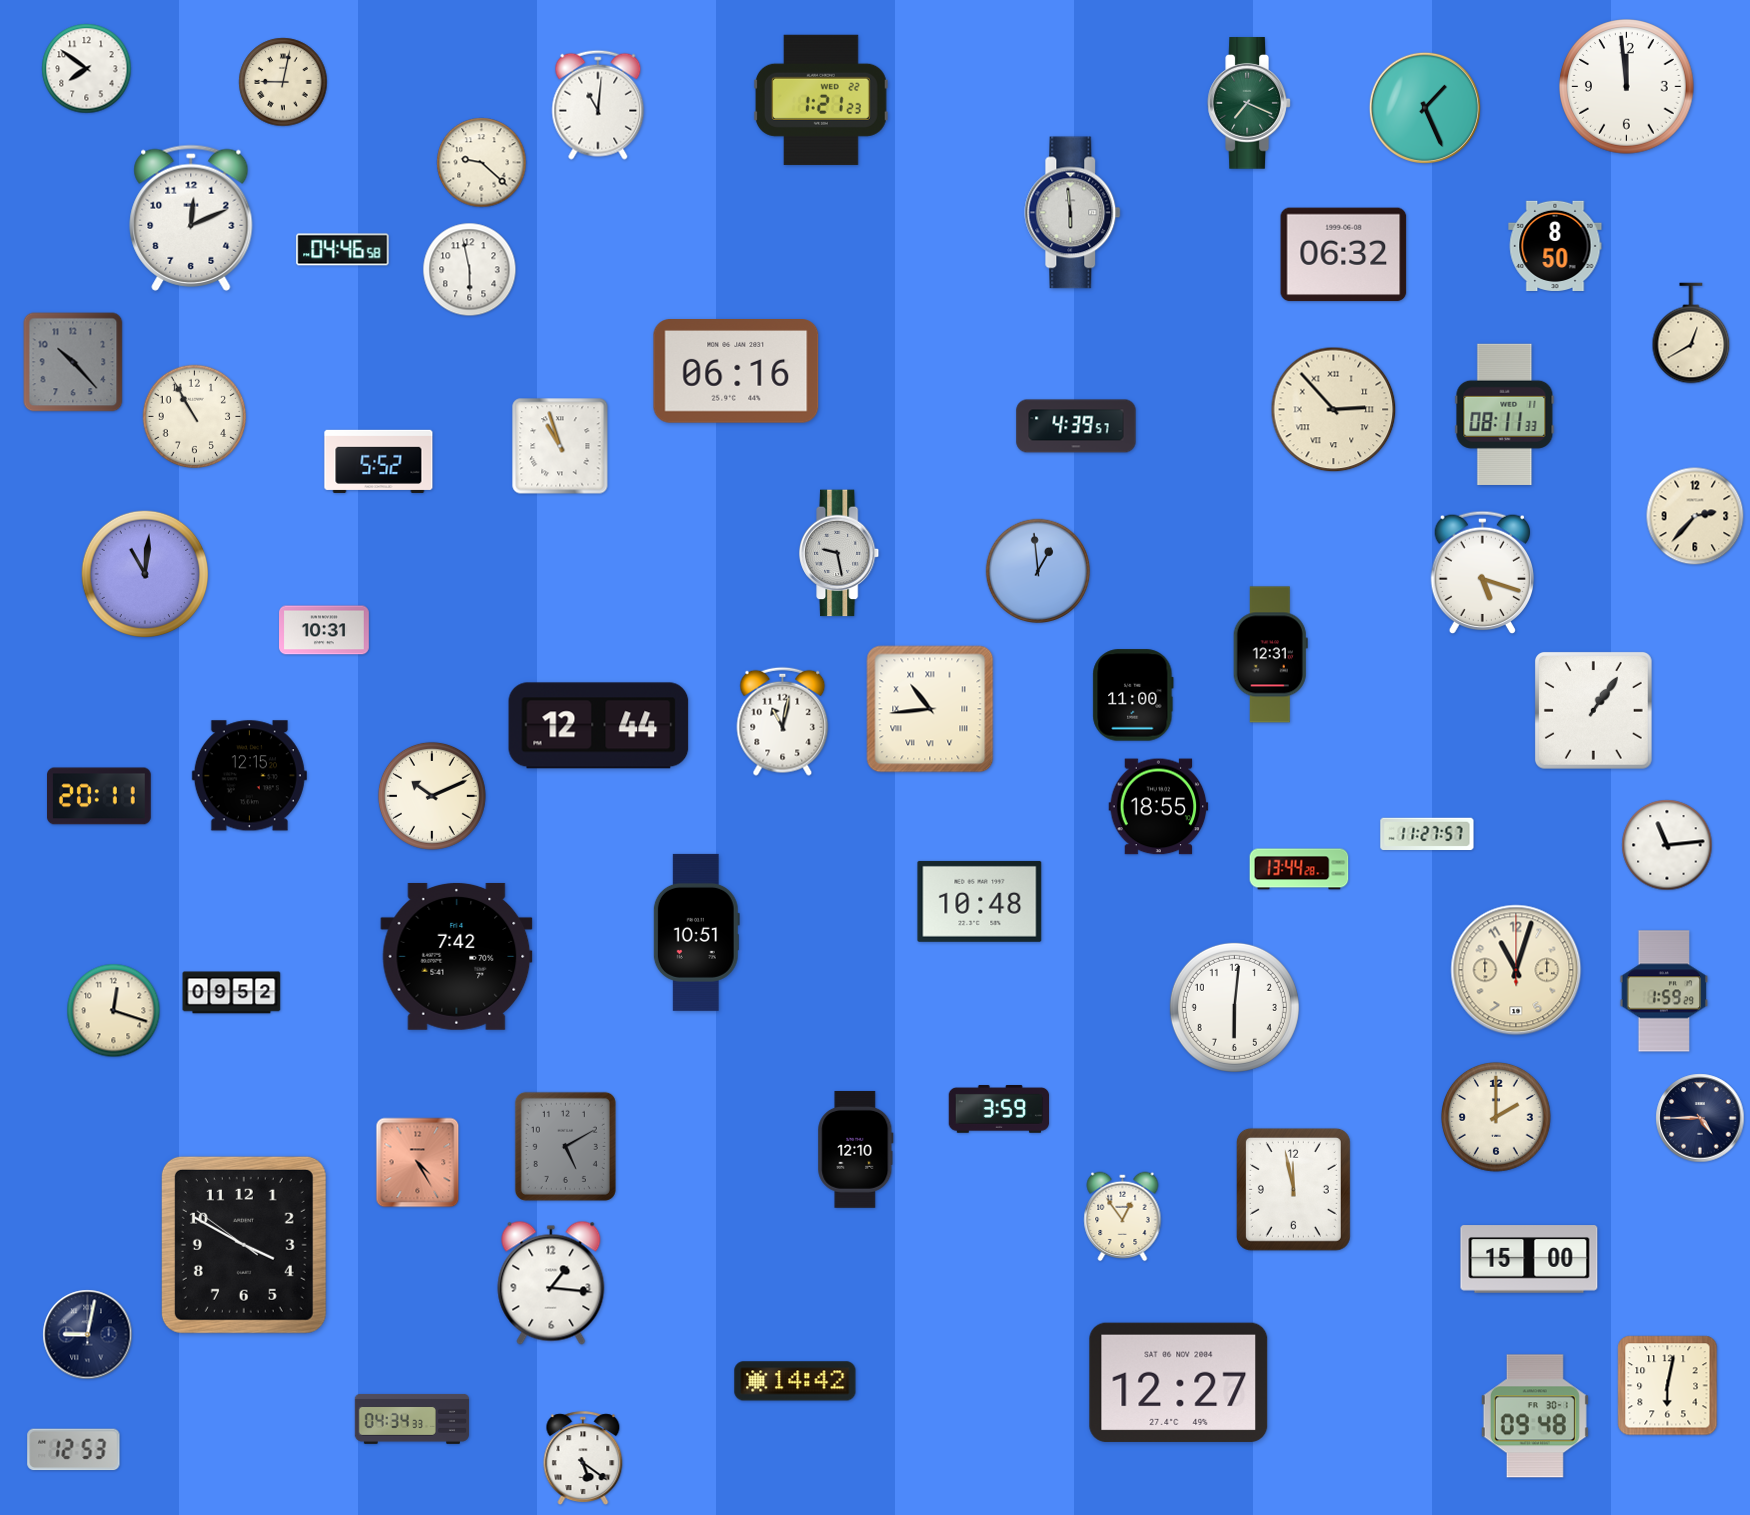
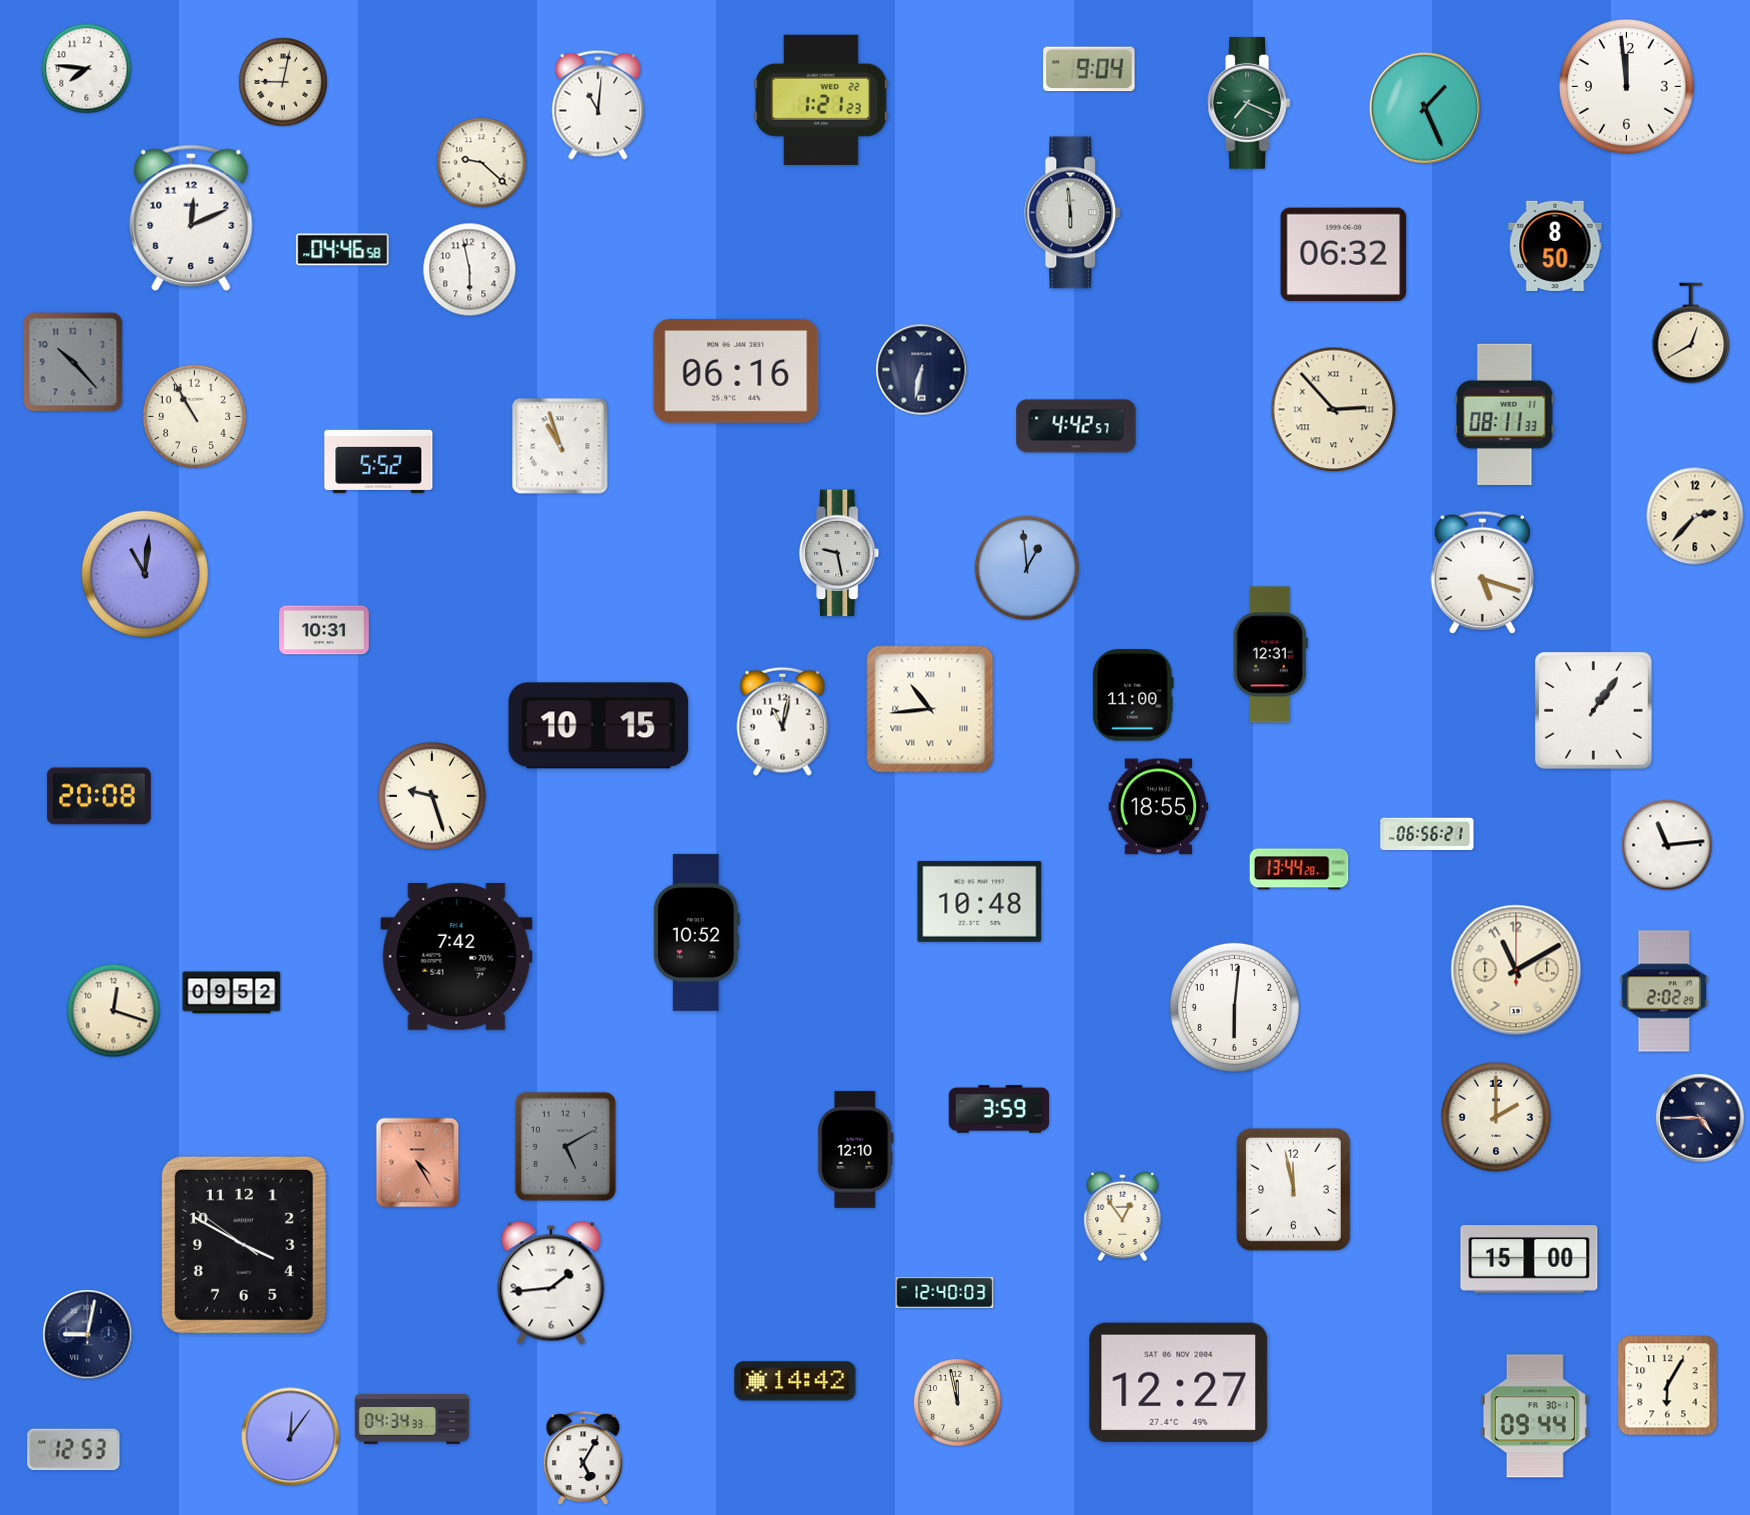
clock at (87, 69): 7:51 -> 7:46
clock at (1089, 69): none -> 9:04
clock at (922, 370): none -> 6:32
clock at (1076, 426): 4:39 -> 4:42
clock at (1037, 570) position: (1037, 570) -> (1026, 567)
clock at (599, 726): 12:44 -> 10:15
clock at (249, 776): 12:15 -> none
clock at (100, 796): 20:11 -> 20:08
clock at (432, 796): 10:11 -> 9:27
clock at (1427, 834): 11:27 -> 06:56
clock at (696, 932): 10:51 -> 10:52
clock at (1516, 970): 11:03 -> 11:10
clock at (1664, 991): 1:59 -> 2:02
clock at (551, 1283): 1:16 -> 1:44
clock at (945, 1292): none -> 12:40
clock at (1668, 1386): 6:02 -> 6:05
clock at (958, 1403): none -> 11:58
clock at (1535, 1416): 09:48 -> 09:44
clock at (291, 1437): none -> 12:06
clock at (583, 1458): 5:21 -> 5:05
